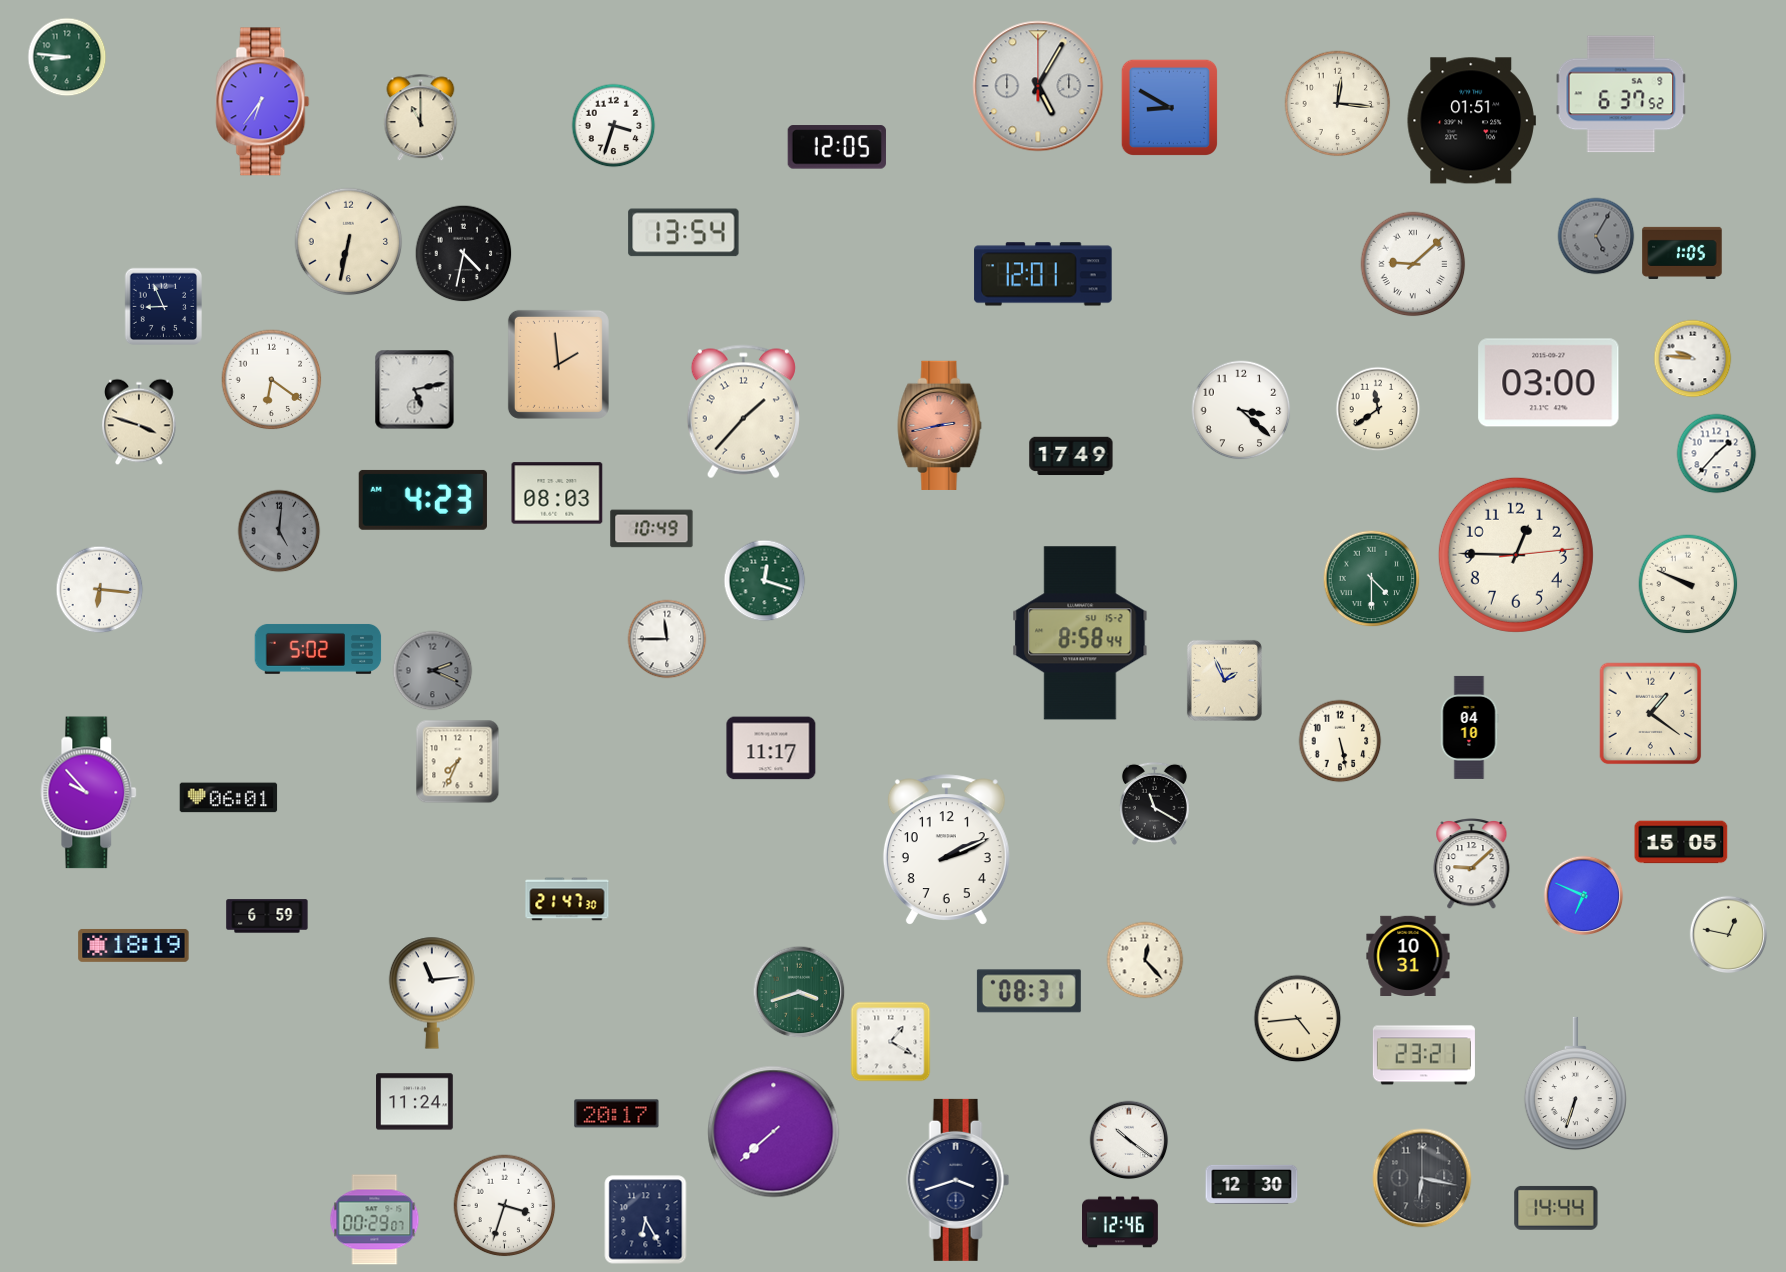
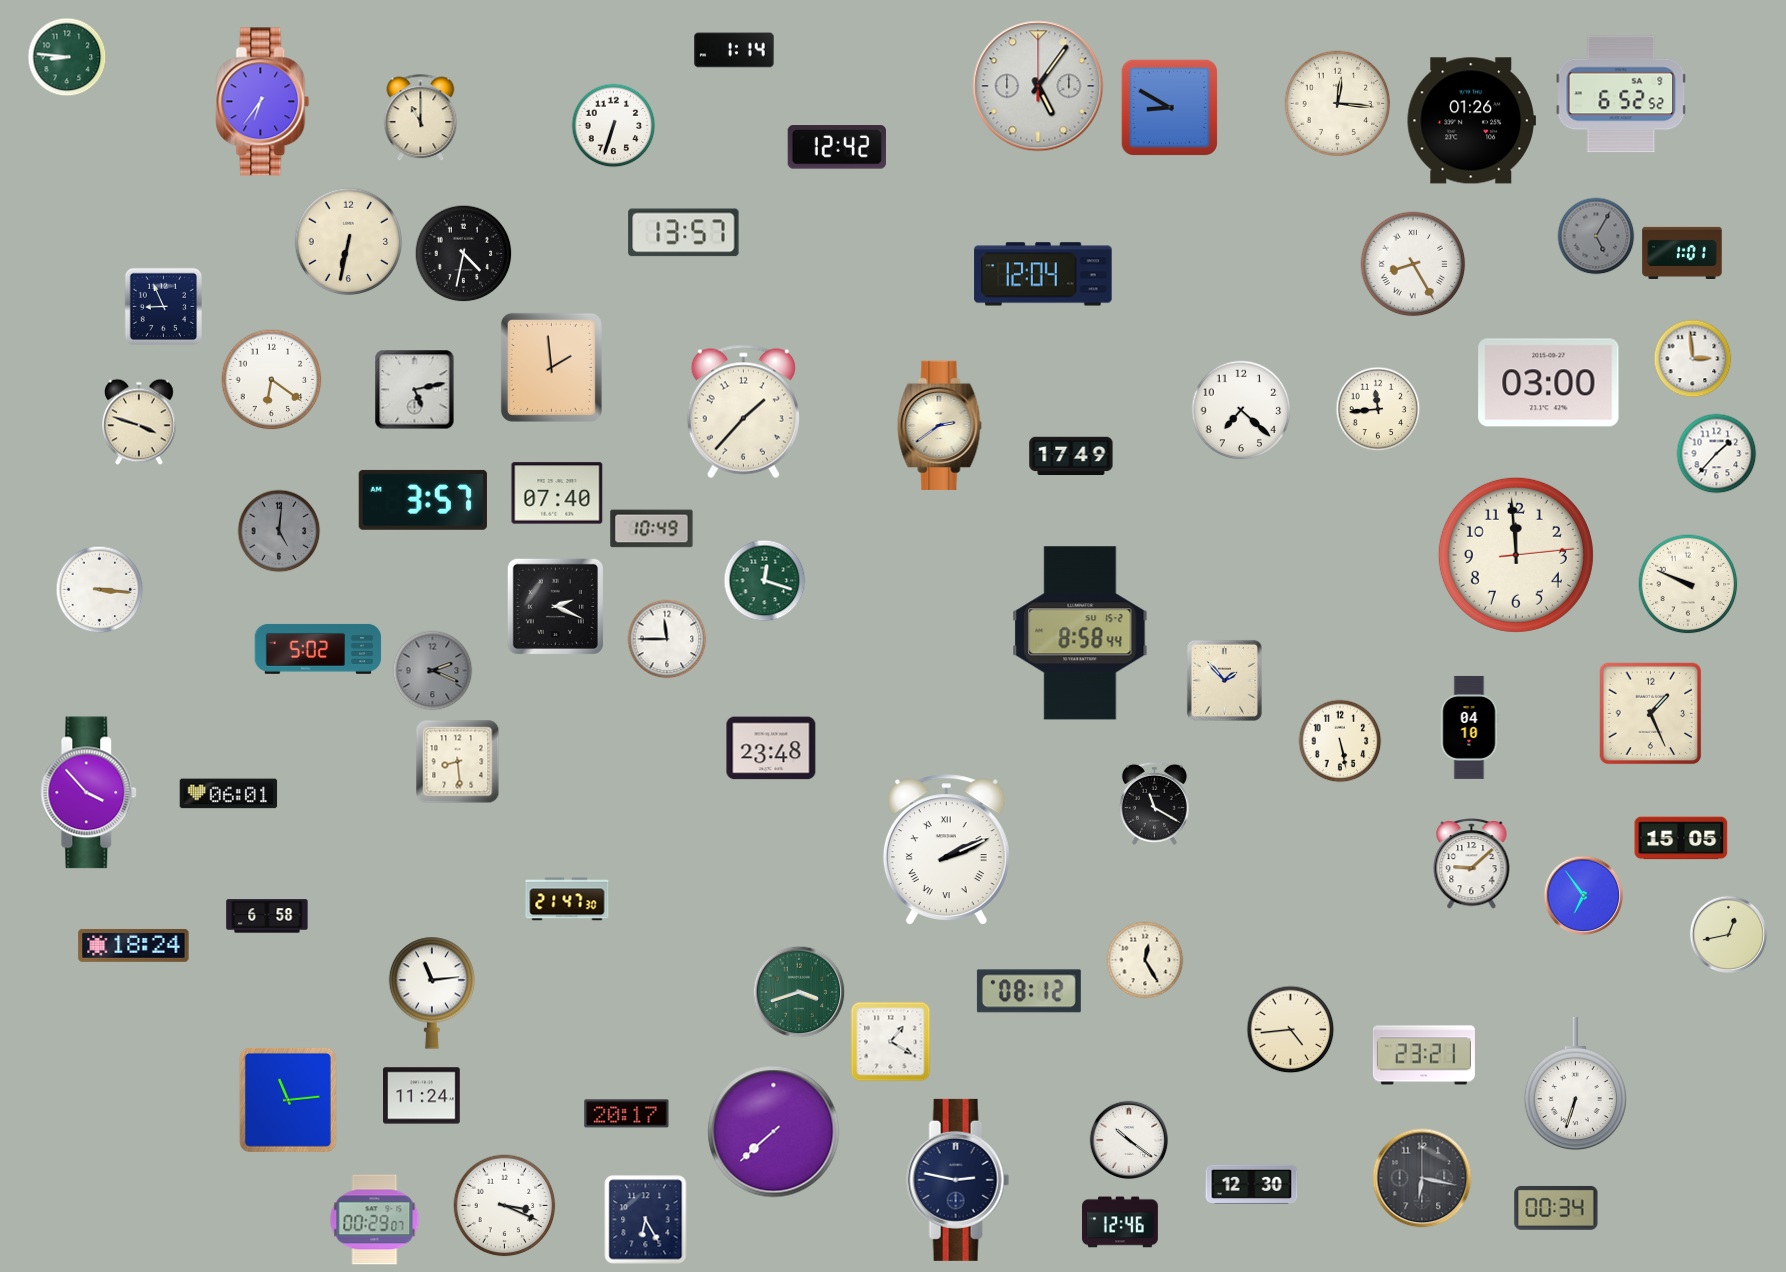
clock at (734, 50): none -> 1:14
clock at (1038, 86): 5:05 -> 5:06
clock at (1621, 94): 6:37 -> 6:52
clock at (1471, 121): 01:51 -> 01:26
clock at (614, 126): 3:33 -> 6:33
clock at (837, 147): 12:05 -> 12:42
clock at (684, 233): 13:54 -> 13:57
clock at (1682, 253): 1:05 -> 1:01
clock at (1413, 264): 9:08 -> 8:25
clock at (1043, 274): 12:01 -> 12:04
clock at (1693, 359): 9:46 -> 2:59
clock at (558, 364) position: (558, 364) -> (551, 367)
clock at (1378, 409): 11:39 -> 11:44
clock at (1241, 410): 3:22 -> 7:22
clock at (940, 425): 2:43 -> 2:39
clock at (940, 425) dial: salmon -> cream
clock at (557, 493): 08:03 -> 07:40
clock at (423, 500): 4:23 -> 3:57
clock at (1516, 555): 12:45 -> 11:59
clock at (1372, 579): 4:30 -> none
clock at (100, 590): 6:16 -> 3:16
clock at (555, 606): none -> 2:19
clock at (1224, 680): 1:56 -> 1:53
clock at (1651, 714): 1:21 -> 1:26
clock at (771, 748): 11:17 -> 23:48
clock at (458, 762): 7:34 -> 8:29
clock at (89, 793): 9:53 -> 3:53
clock at (229, 798) position: (229, 798) -> (229, 794)
clock at (1681, 842) position: (1681, 842) -> (1681, 838)
clock at (946, 850) numerals: Arabic -> Roman
clock at (1584, 896): 6:49 -> 6:54
clock at (267, 916): 6:59 -> 6:58
clock at (1729, 935): 12:47 -> 12:43
clock at (134, 945): 18:19 -> 18:24
clock at (1408, 955): 10:31 -> none
clock at (1145, 960): 12:23 -> 12:25
clock at (1029, 991): 08:31 -> 08:12
clock at (1298, 1019) position: (1298, 1019) -> (1291, 1030)
clock at (288, 1100): none -> 11:14
clock at (415, 1102) position: (415, 1102) -> (422, 1096)
clock at (617, 1114) position: (617, 1114) -> (627, 1114)
clock at (958, 1180): 3:42 -> 2:47
clock at (505, 1206): 3:33 -> 3:19
clock at (1556, 1208): 14:44 -> 00:34
